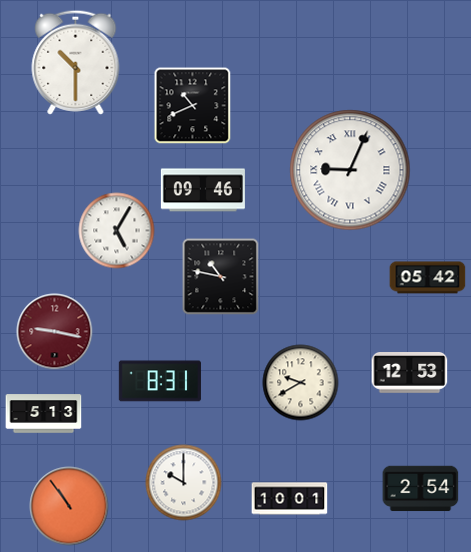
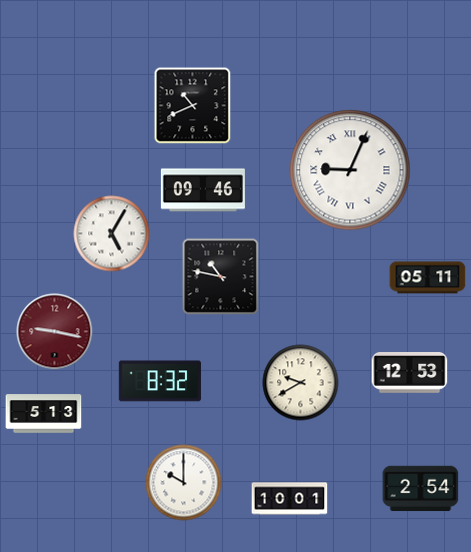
clock at (76, 62): 10:30 -> none
clock at (117, 231) position: (117, 231) -> (112, 234)
clock at (428, 278): 05:42 -> 05:11
clock at (160, 381): 8:31 -> 8:32
clock at (69, 506): 10:54 -> none
